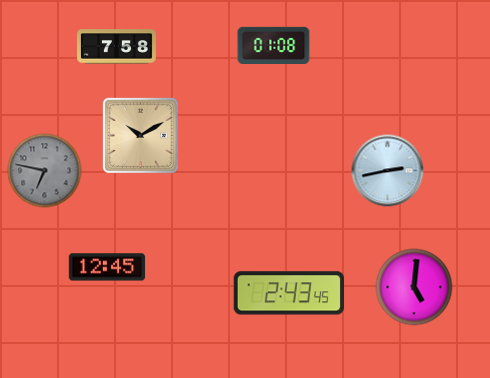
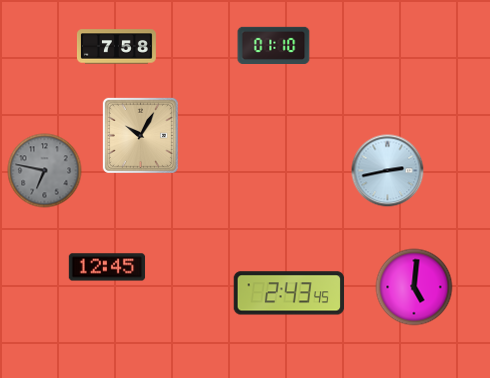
clock at (274, 45): 01:08 -> 01:10
clock at (140, 135): 10:10 -> 10:05
